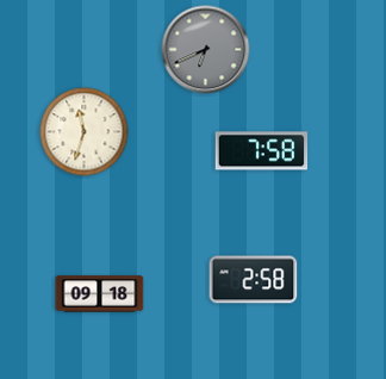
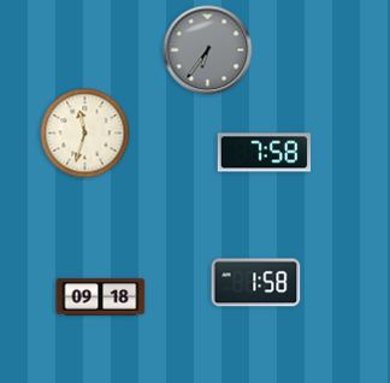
clock at (206, 50): 6:41 -> 6:36
clock at (254, 280): 2:58 -> 1:58
